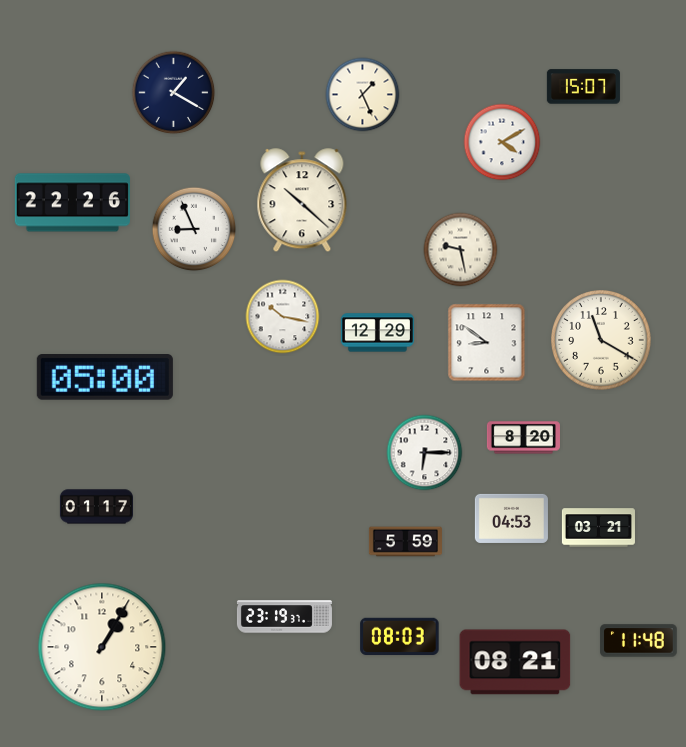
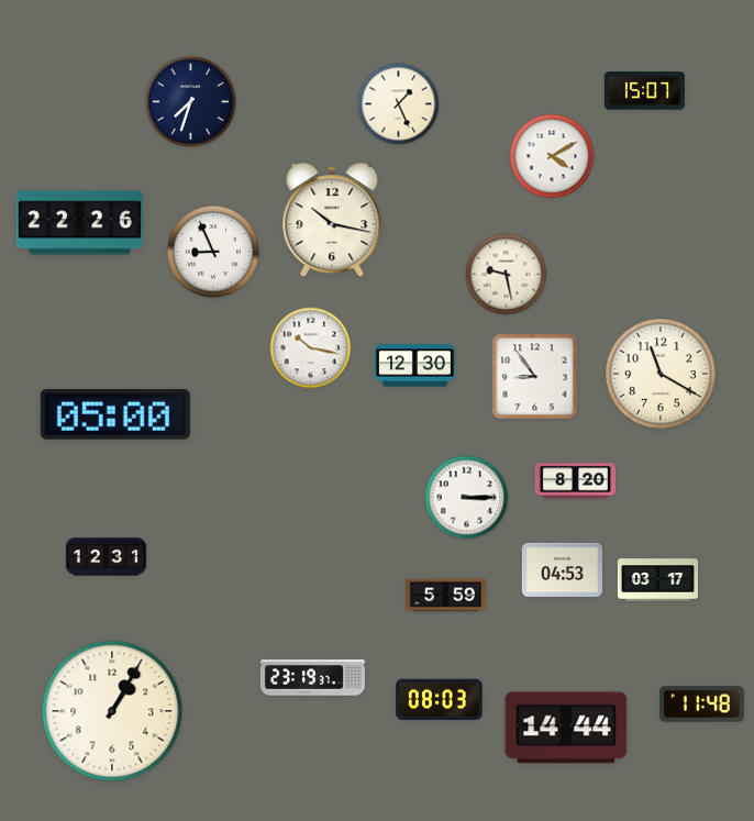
clock at (583, 87) position: (583, 87) -> (644, 91)
clock at (174, 93): 1:20 -> 7:33
clock at (302, 201): 10:22 -> 10:17
clock at (377, 333): 12:29 -> 12:30
clock at (487, 343): 8:51 -> 8:54
clock at (425, 453): 6:15 -> 3:15
clock at (96, 507): 01:17 -> 12:31
clock at (598, 528): 03:21 -> 03:17
clock at (515, 662): 08:21 -> 14:44
